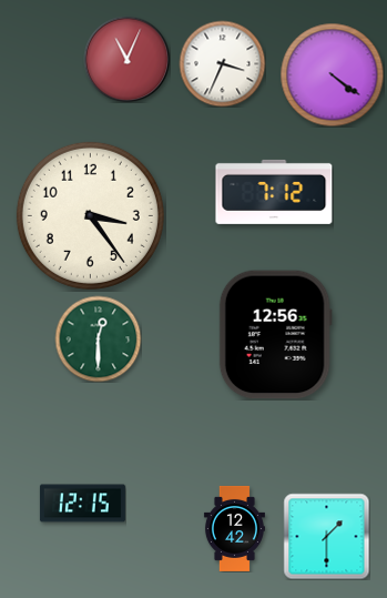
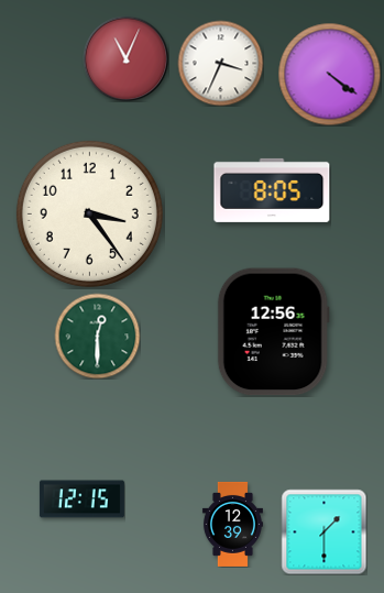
clock at (274, 192): 7:12 -> 8:05
clock at (234, 528): 12:42 -> 12:39
